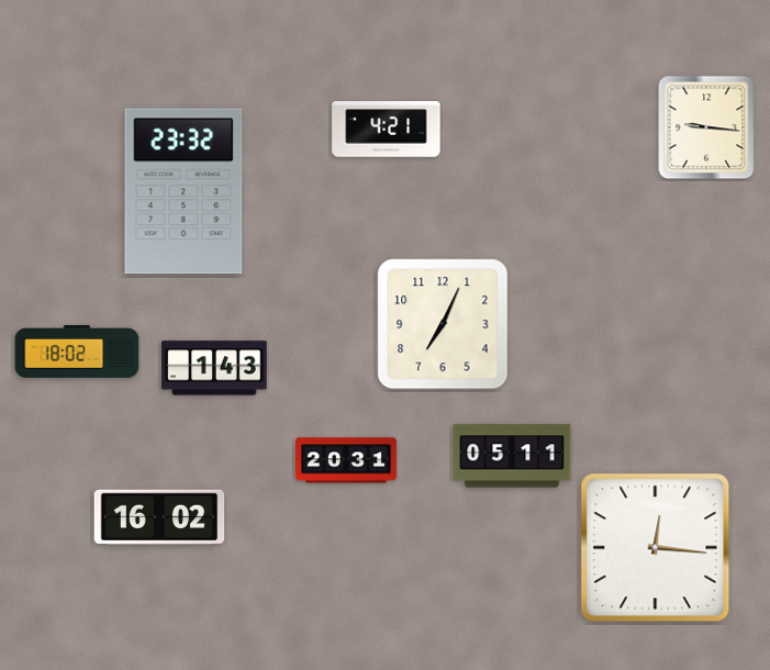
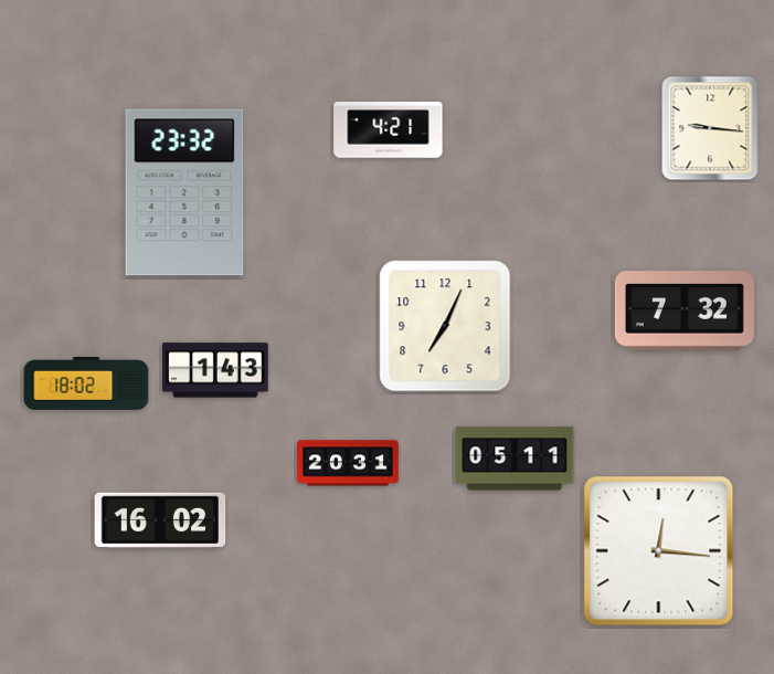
clock at (685, 312): none -> 7:32
clock at (77, 351) position: (77, 351) -> (86, 383)
